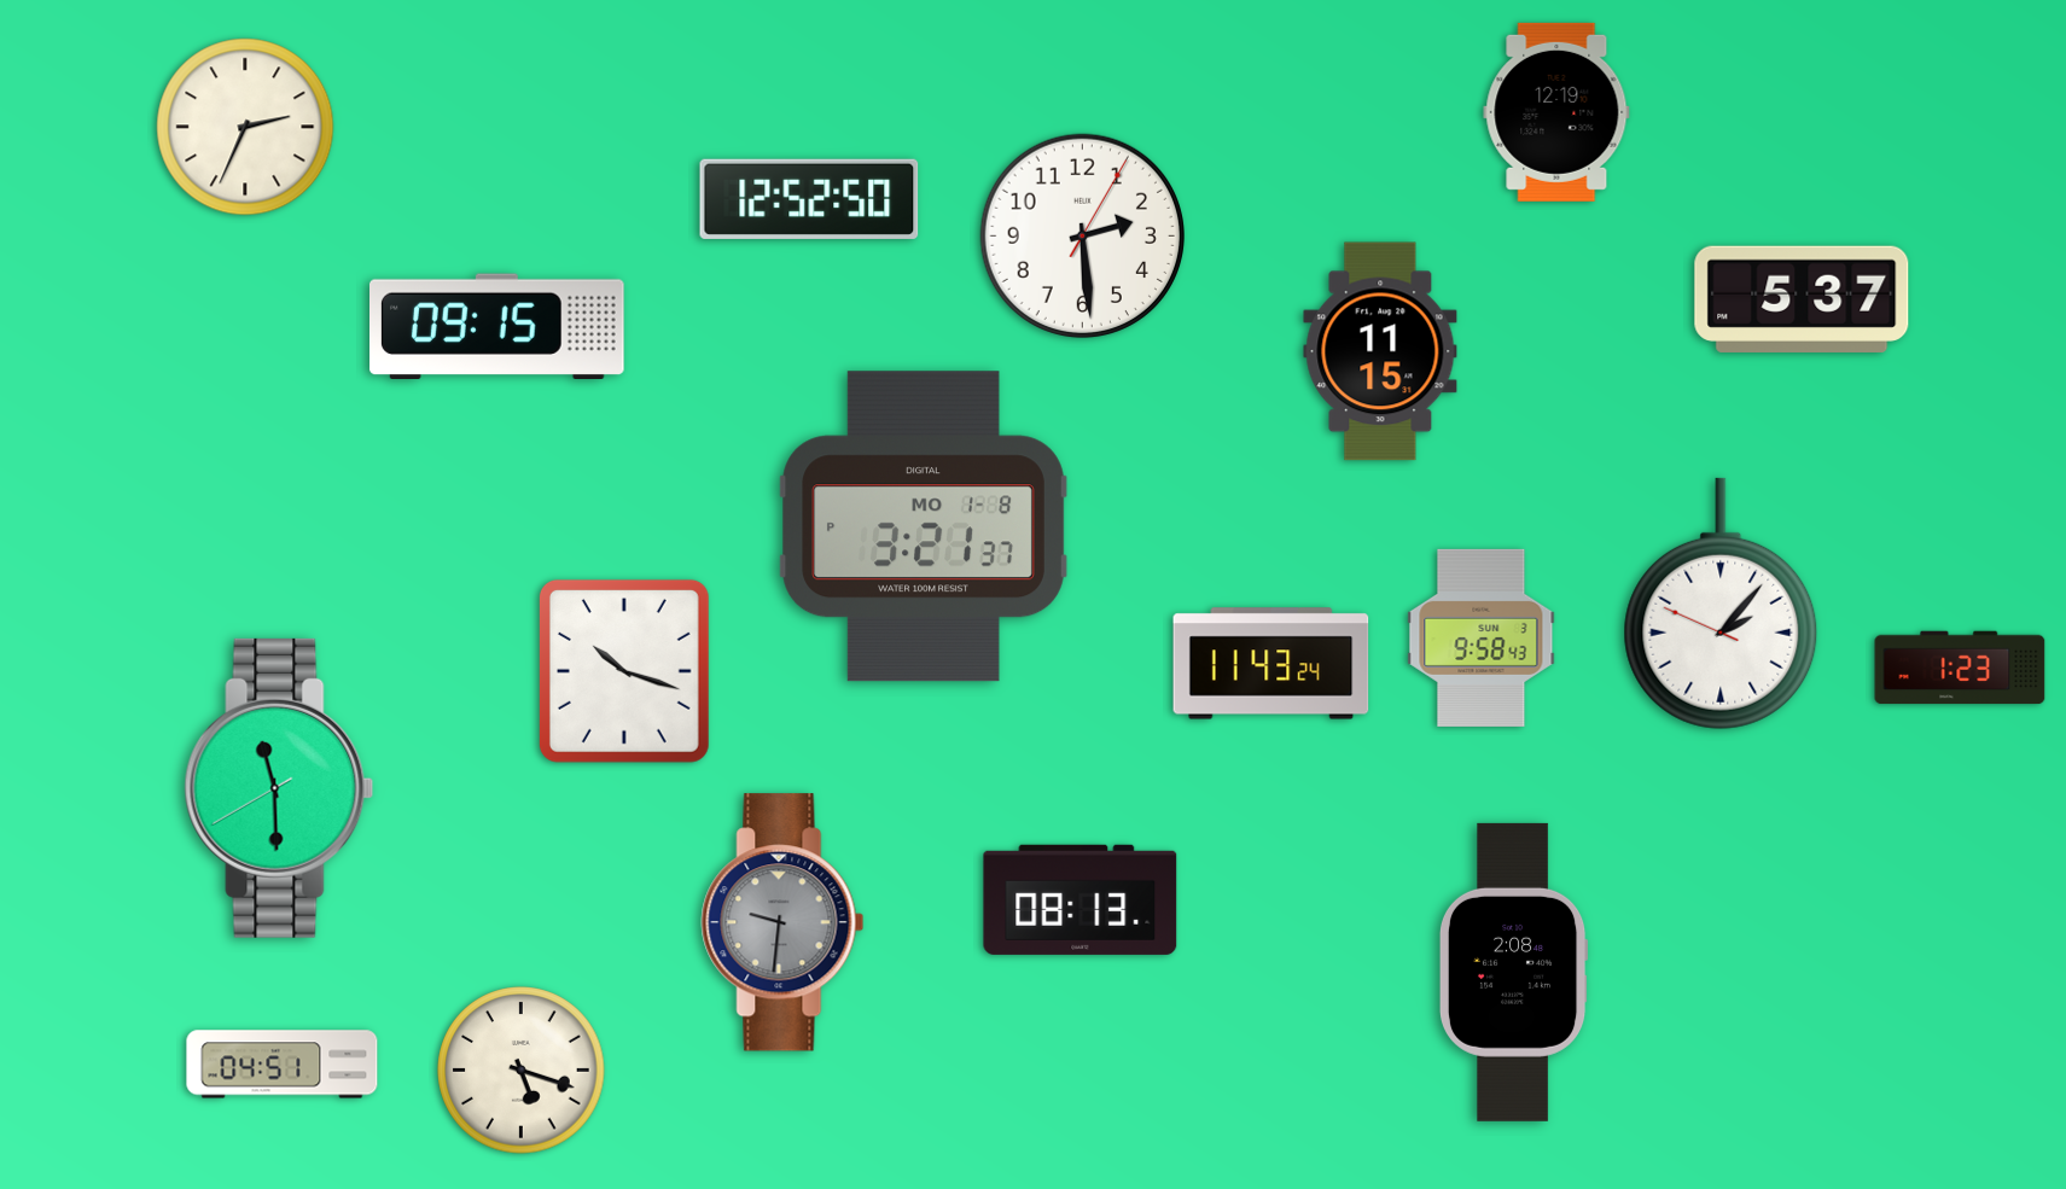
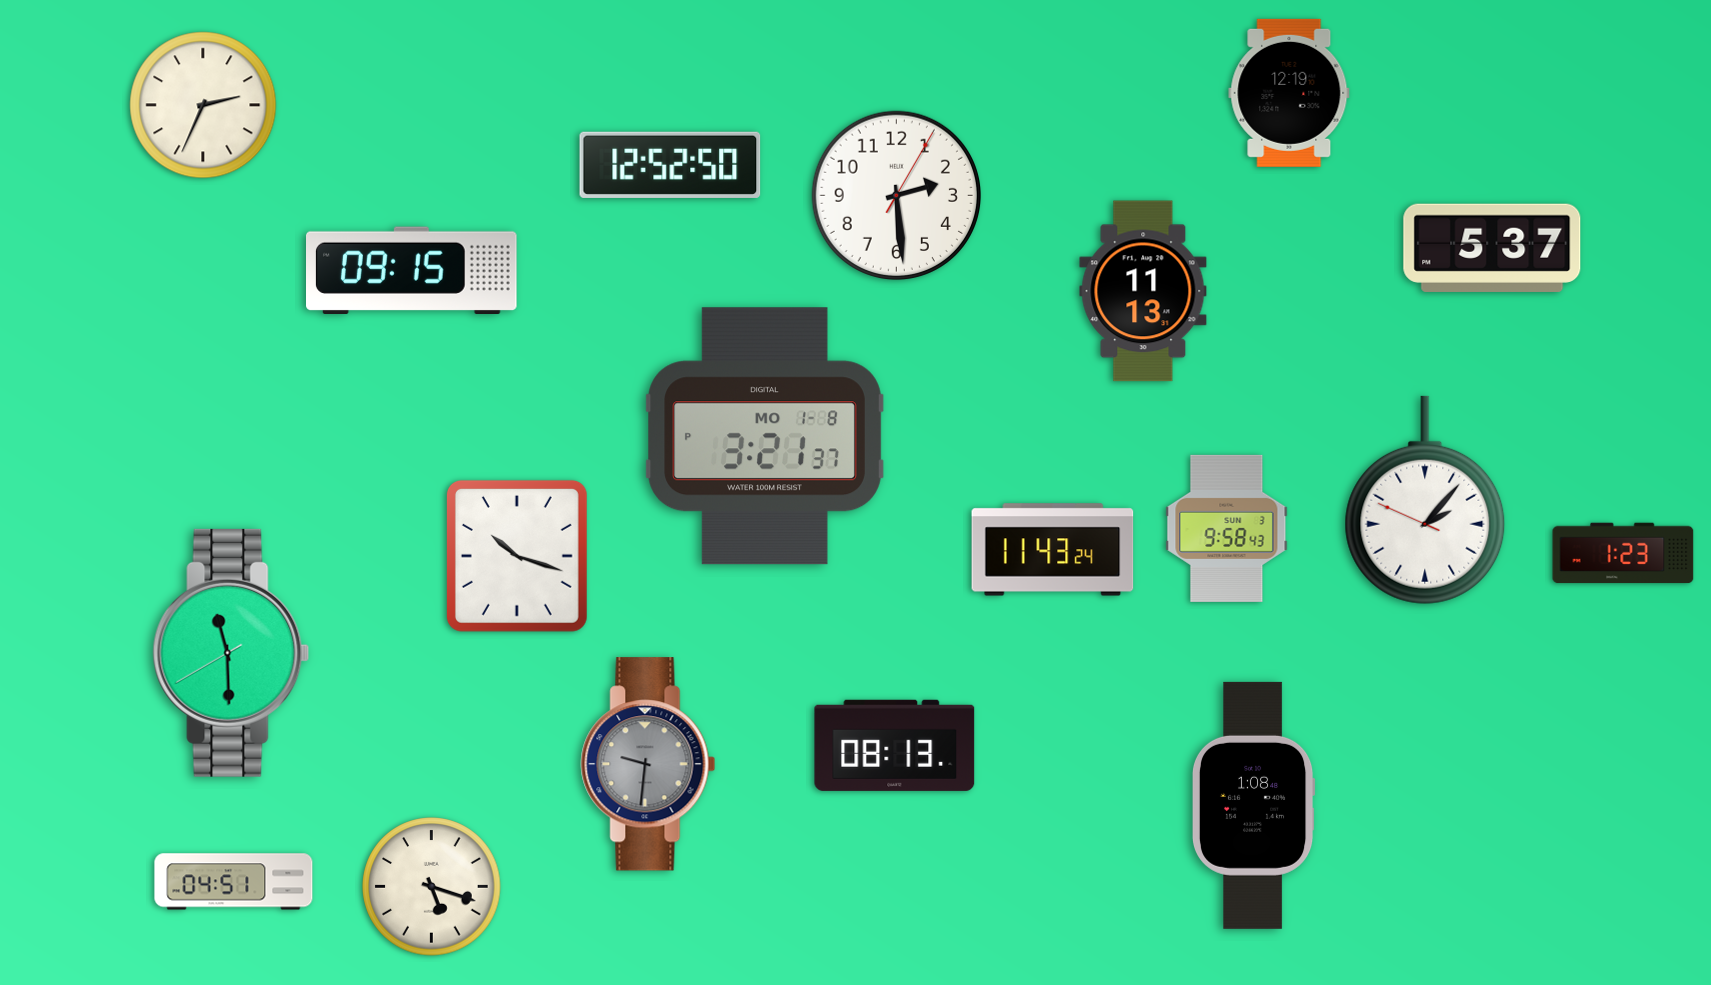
clock at (1380, 351): 11:15 -> 11:13
clock at (1513, 972): 2:08 -> 1:08
